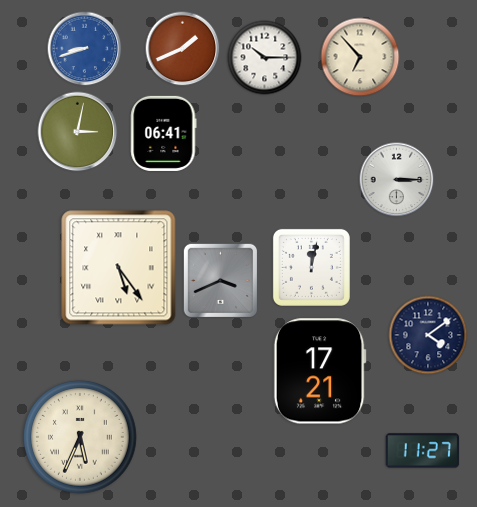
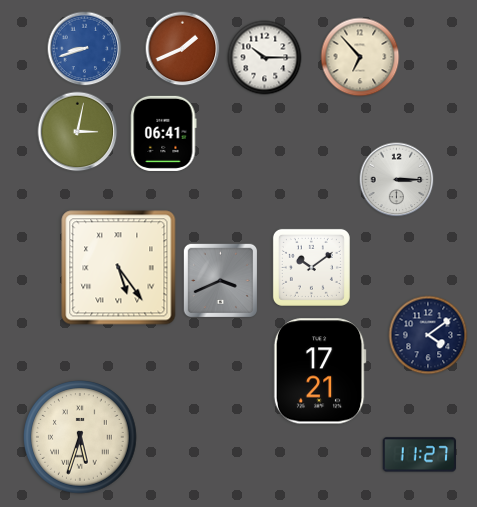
clock at (311, 267): 12:02 -> 10:09
clock at (80, 437): 5:34 -> 5:33
clock at (423, 451) position: (423, 451) -> (420, 455)
